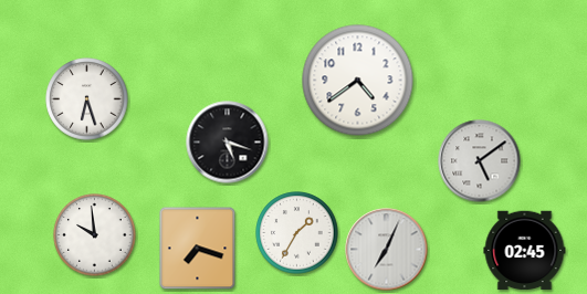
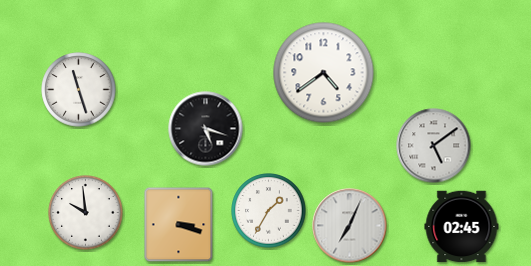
clock at (87, 99): 6:27 -> 11:27
clock at (198, 249): 7:18 -> 3:18
clock at (525, 251) position: (525, 251) -> (462, 227)
